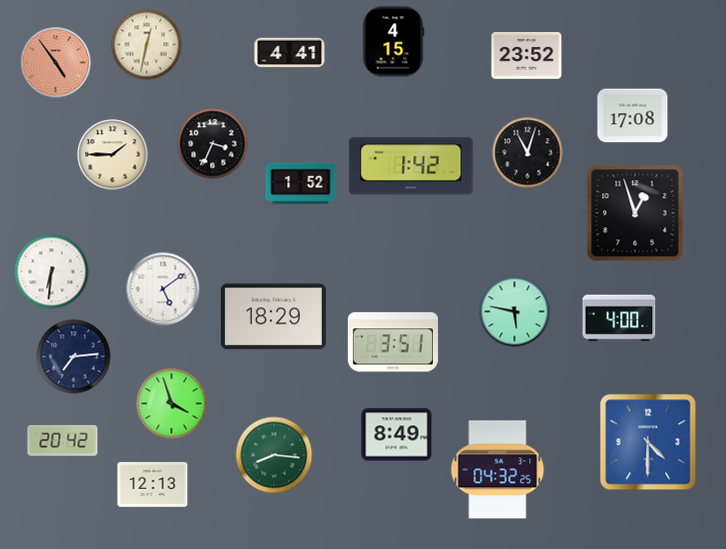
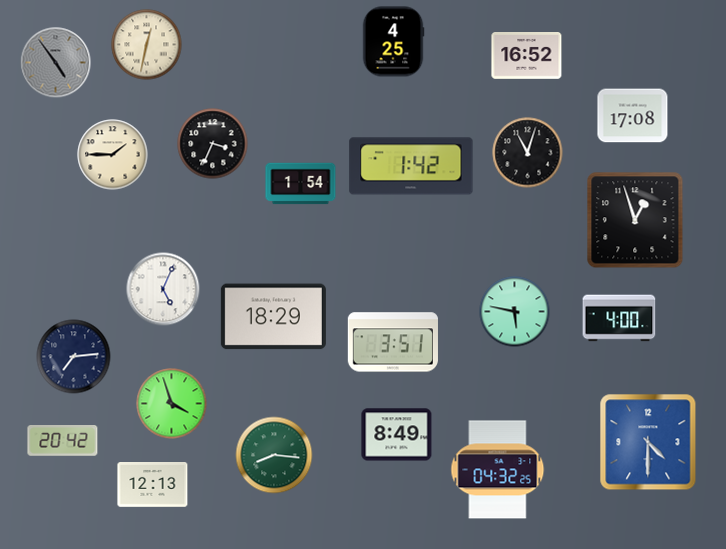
clock at (393, 42): 4:15 -> 4:25
clock at (290, 53): 4:41 -> none
clock at (527, 56): 23:52 -> 16:52
clock at (56, 63) dial: salmon -> grey
clock at (301, 184): 1:52 -> 1:54
clock at (635, 213) position: (635, 213) -> (635, 220)
clock at (52, 272): 6:31 -> none
clock at (163, 289): 5:09 -> 5:04
